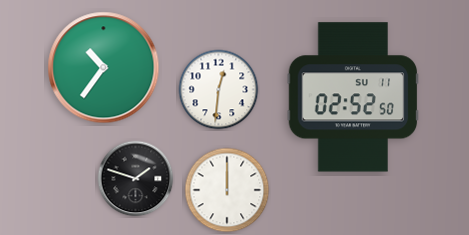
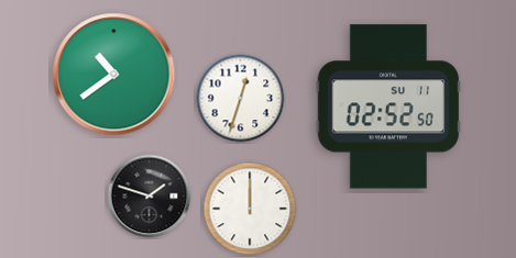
clock at (104, 68): 10:36 -> 10:39
clock at (219, 90): 12:31 -> 12:33
